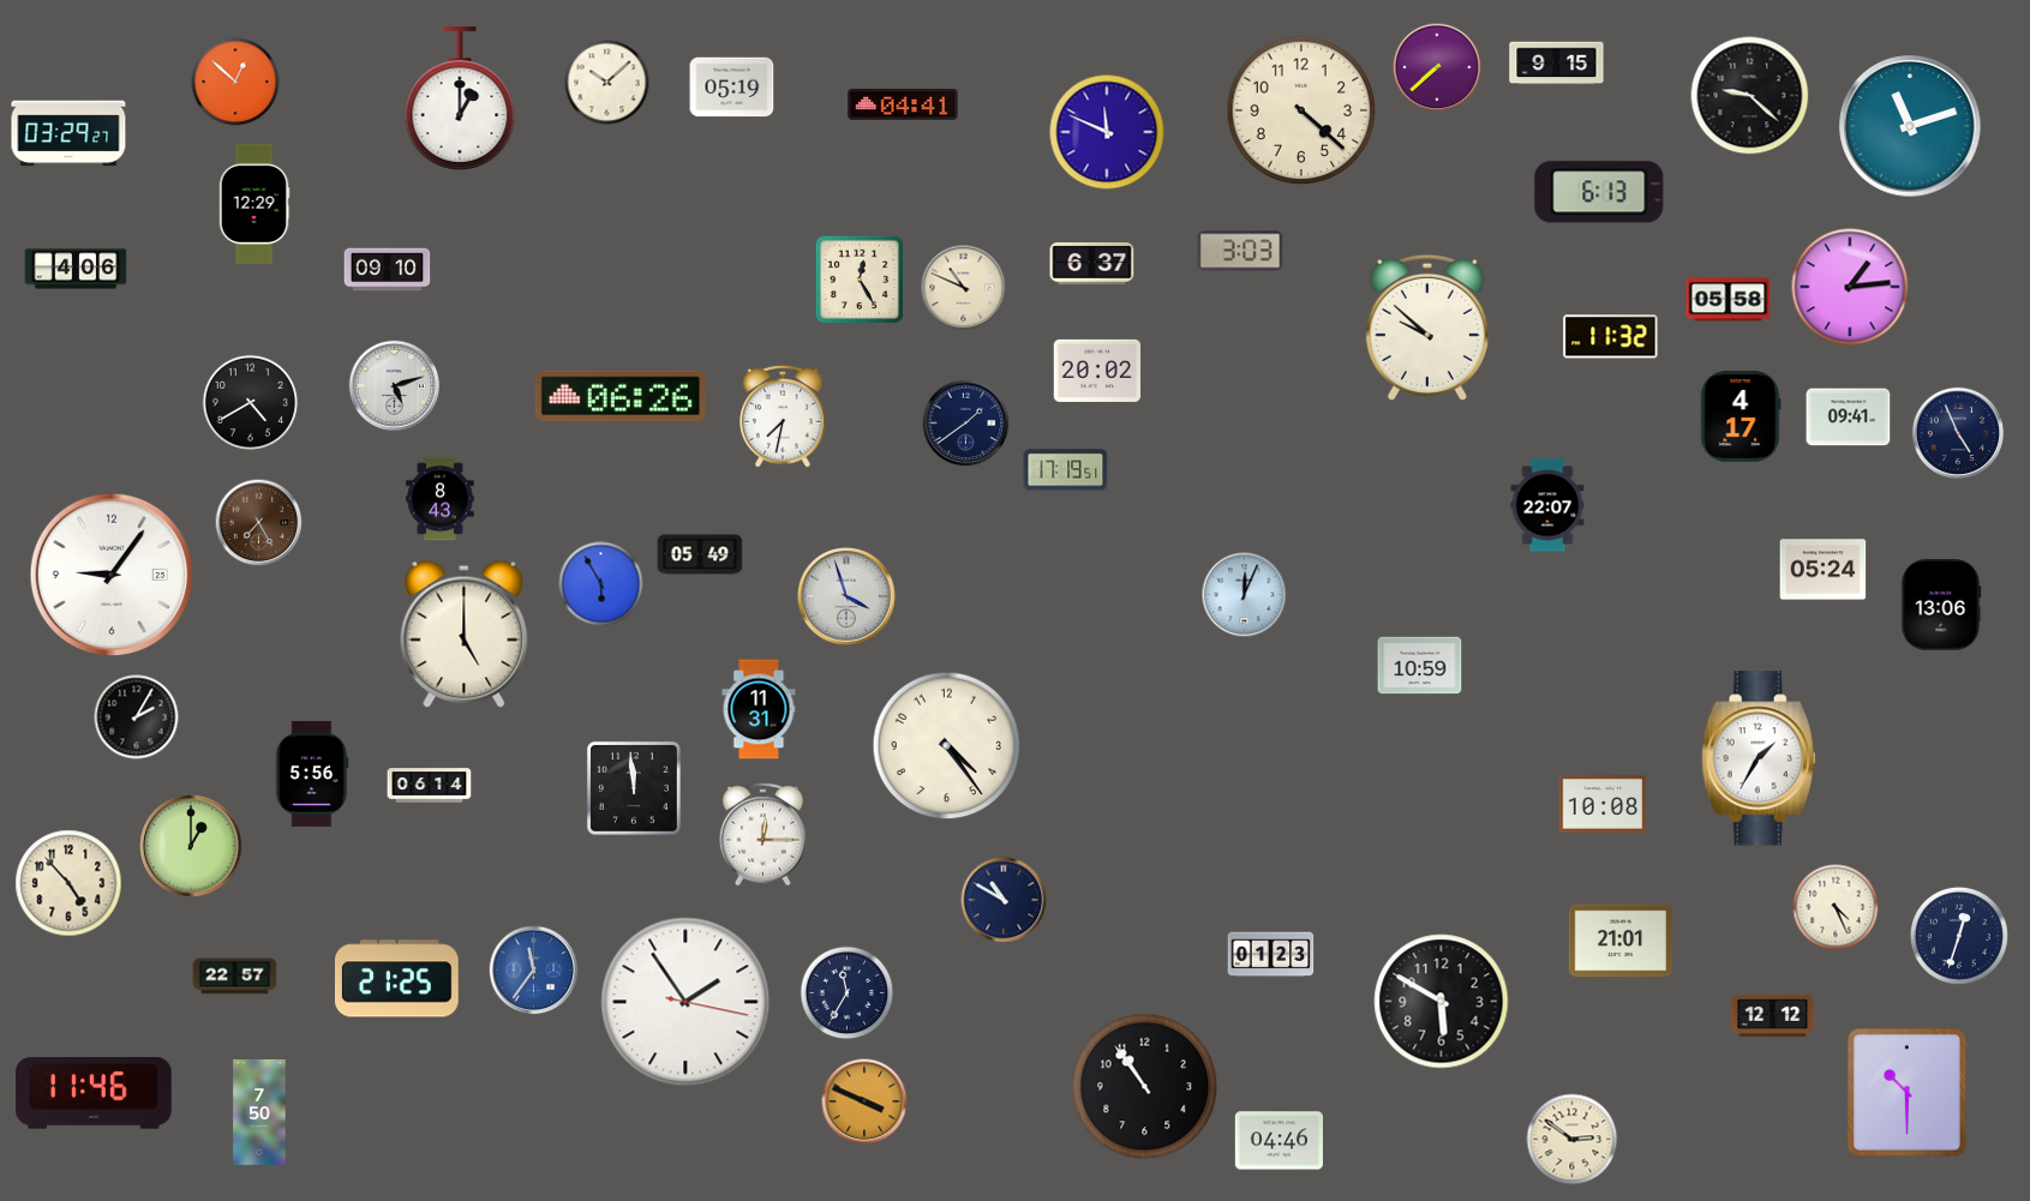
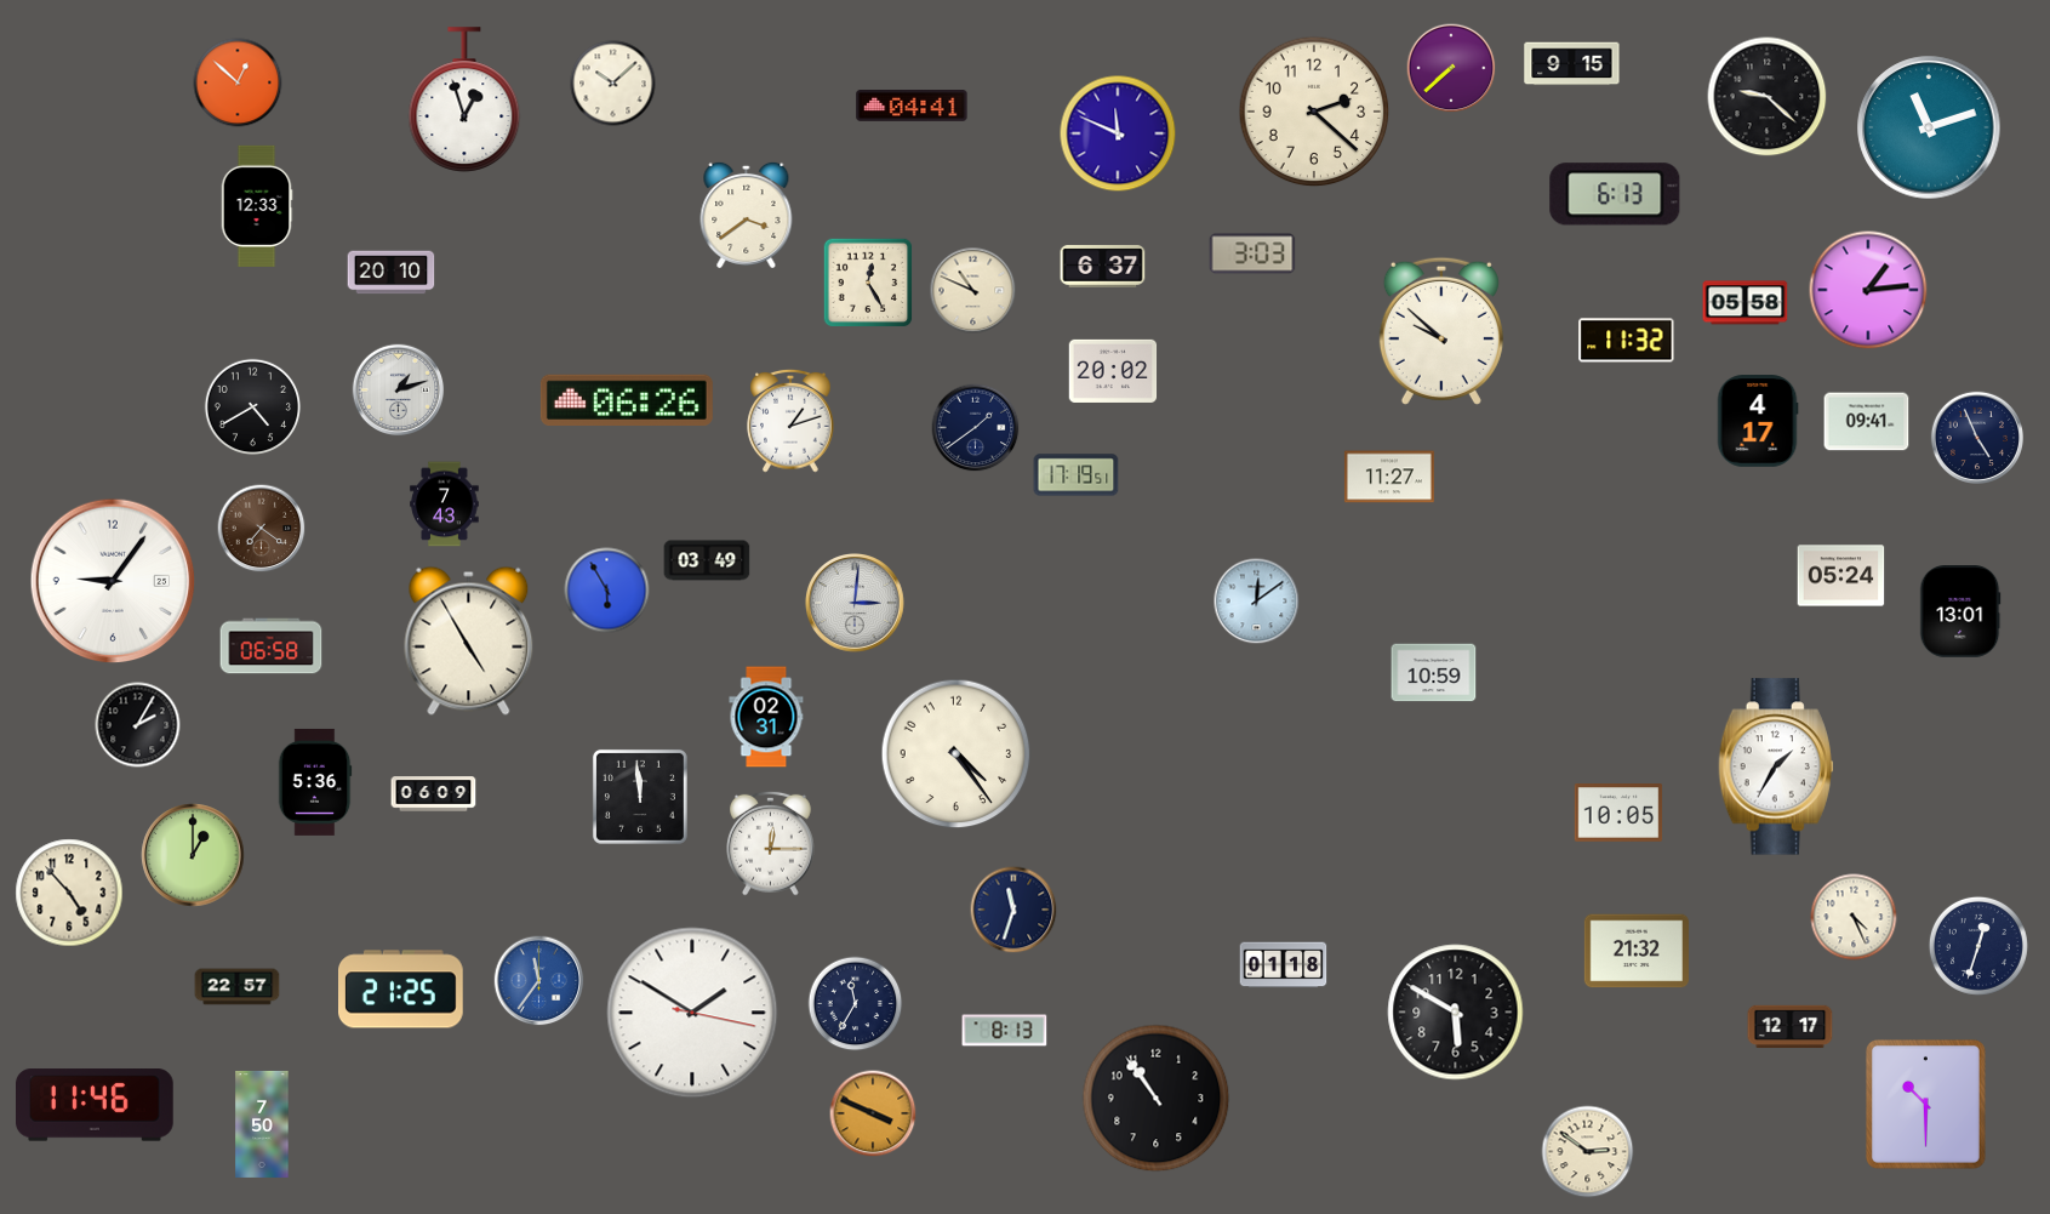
clock at (732, 88): 05:19 -> none
clock at (460, 98): 1:00 -> 12:57
clock at (1301, 110): 4:22 -> 2:22
clock at (68, 133): 03:29 -> none
clock at (255, 204): 12:29 -> 12:33
clock at (747, 215): none -> 3:39
clock at (76, 269): 4:06 -> none
clock at (388, 270): 09:10 -> 20:10
clock at (1097, 371) position: (1097, 371) -> (1113, 371)
clock at (395, 386): 5:12 -> 1:12
clock at (783, 416): 7:32 -> 1:12
clock at (1389, 477): none -> 11:27
clock at (441, 499): 8:43 -> 7:43
clock at (1547, 505): 22:07 -> none
clock at (259, 523): 7:25 -> 7:21
clock at (700, 554): 05:49 -> 03:49
clock at (1245, 595): 12:04 -> 12:09
clock at (848, 598): 3:57 -> 3:01
clock at (1941, 605): 13:06 -> 13:01
clock at (465, 633): 5:00 -> 4:55
clock at (272, 646): none -> 06:58
clock at (759, 709): 11:31 -> 02:31
clock at (312, 774): 5:56 -> 5:36
clock at (430, 786): 06:14 -> 06:09
clock at (1603, 805): 10:08 -> 10:05
clock at (1004, 900): 10:50 -> 11:33
clock at (1619, 941): 21:01 -> 21:32
clock at (1271, 955): 01:23 -> 01:18
clock at (685, 1002): 1:54 -> 1:50
clock at (1773, 1016): 12:12 -> 12:17
clock at (1005, 1031): none -> 8:13
clock at (1279, 1141): 04:46 -> none
